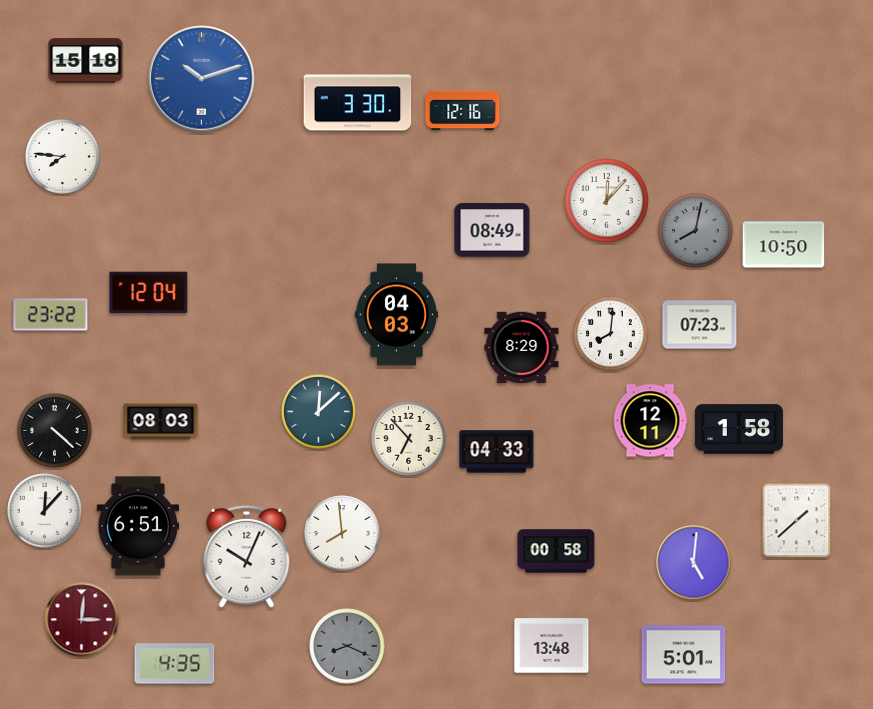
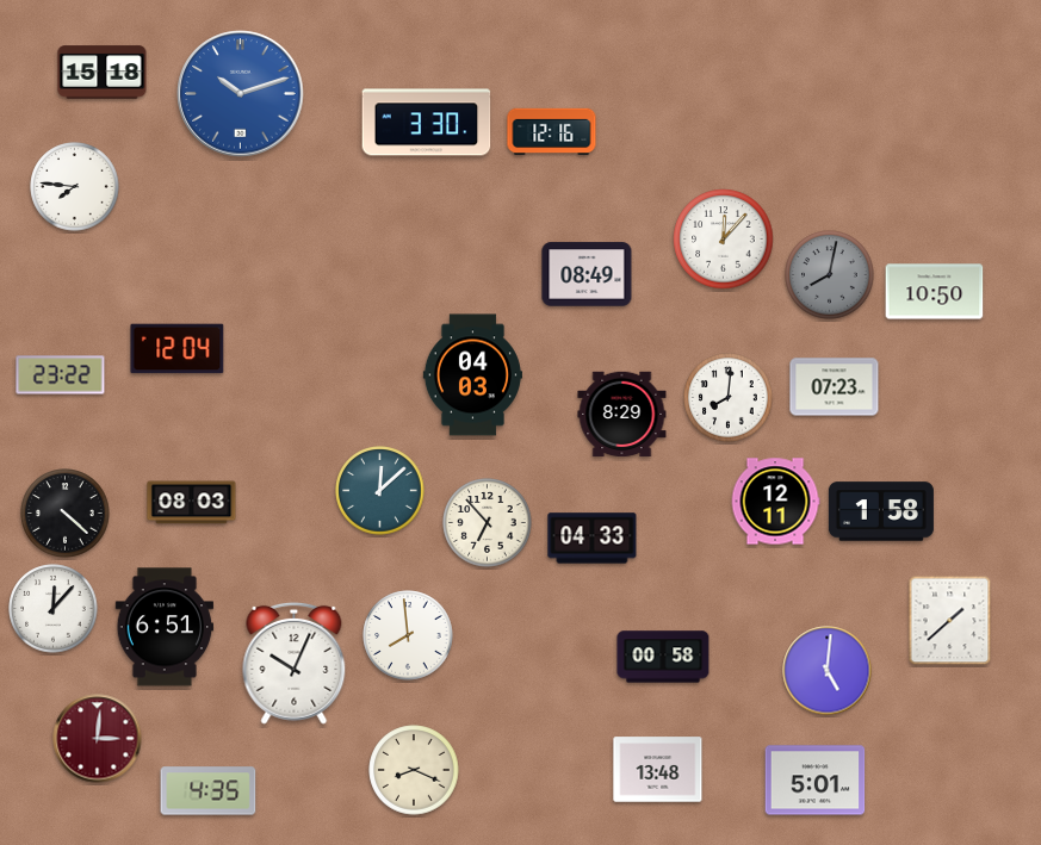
clock at (347, 646) dial: grey -> cream
